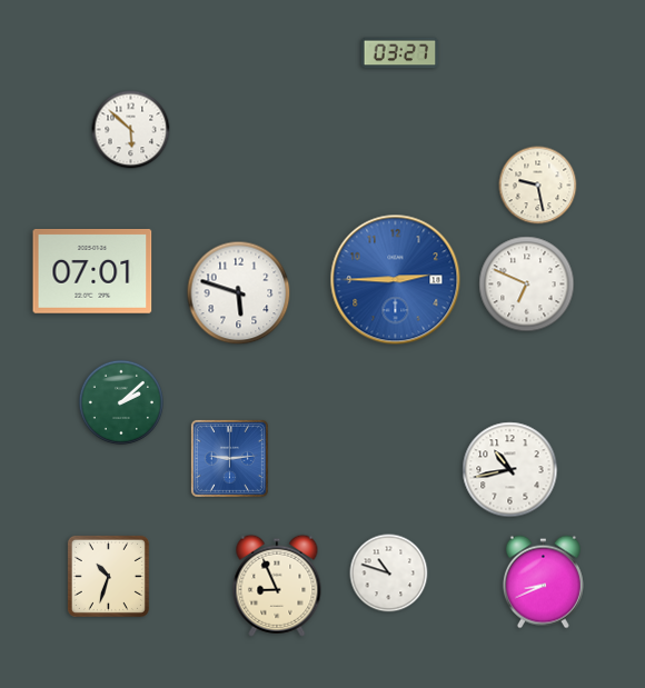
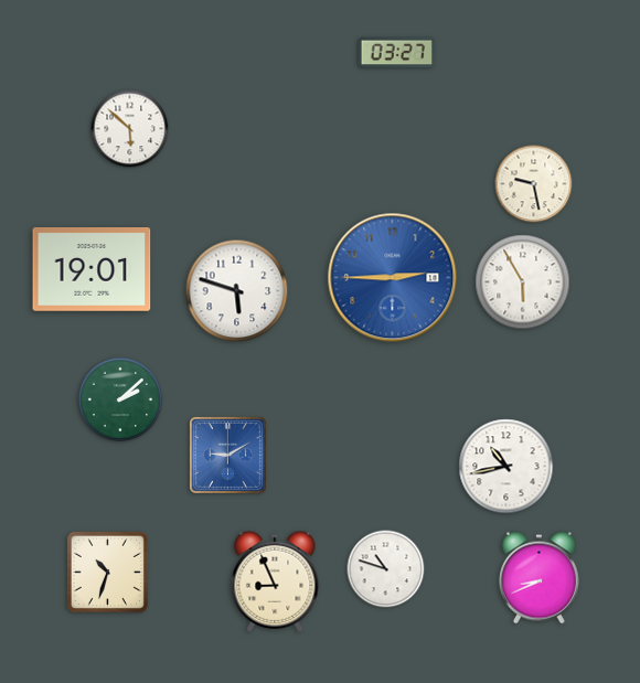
clock at (92, 271): 07:01 -> 19:01
clock at (527, 285): 6:49 -> 5:55
clock at (229, 458): 9:14 -> 9:10
